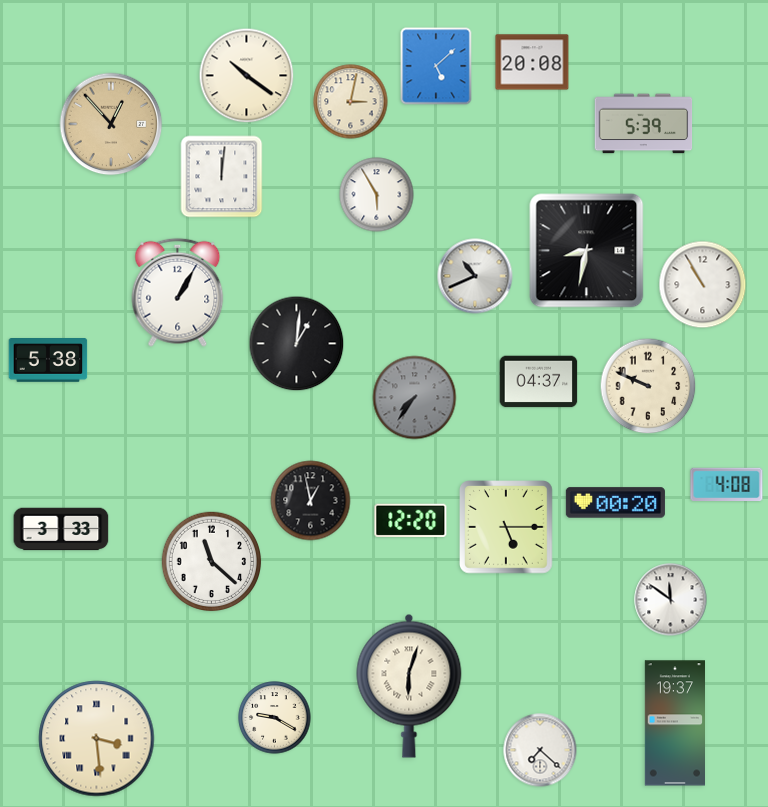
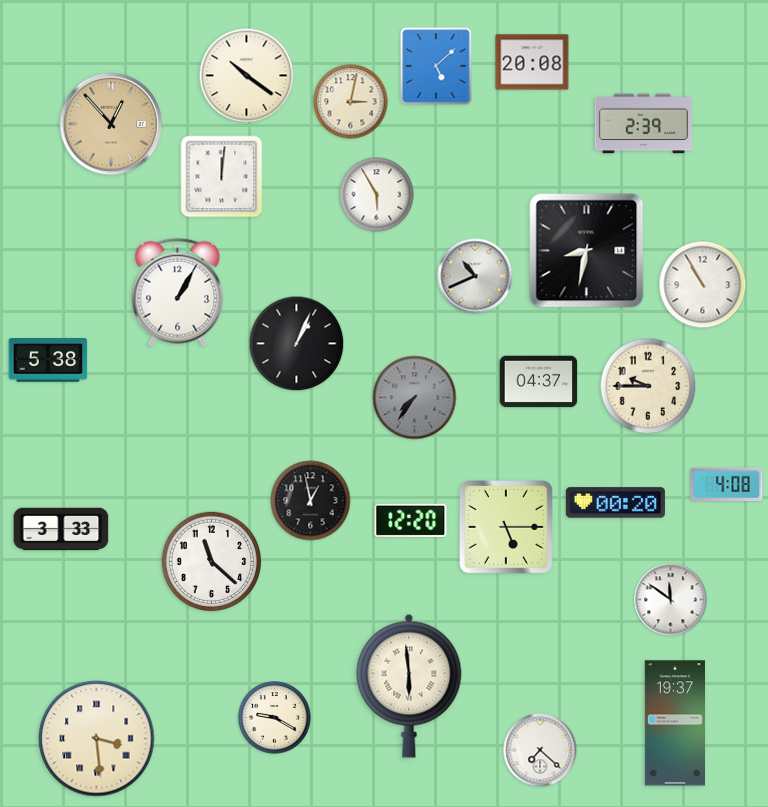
clock at (644, 124): 5:39 -> 2:39
clock at (297, 344): 1:01 -> 1:04
clock at (648, 386): 9:49 -> 9:45
clock at (409, 686): 6:03 -> 5:59
